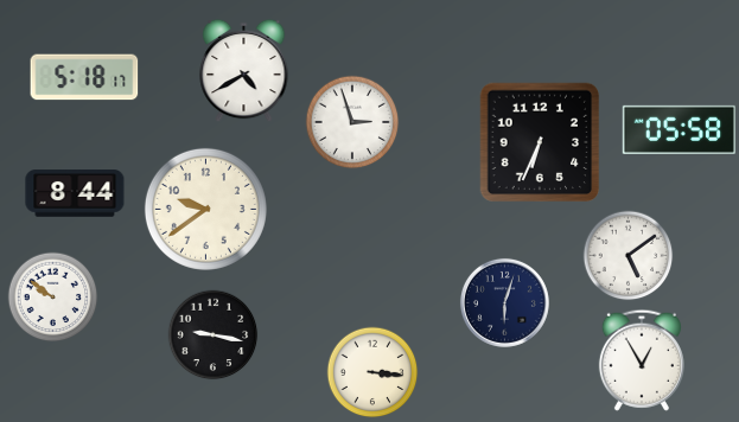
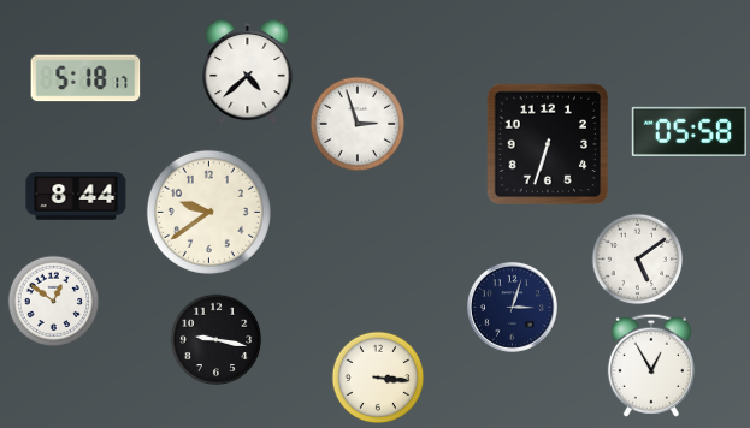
clock at (244, 71): 4:40 -> 4:38
clock at (540, 142): 6:34 -> 6:33
clock at (53, 298): 9:51 -> 12:51
clock at (504, 302): 6:03 -> 3:03
